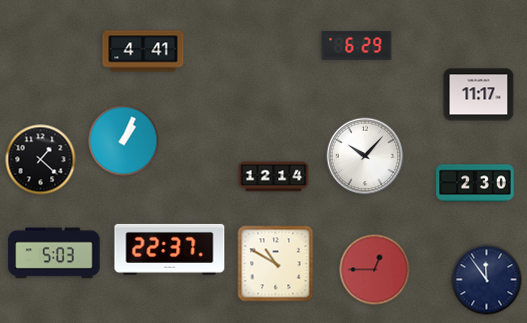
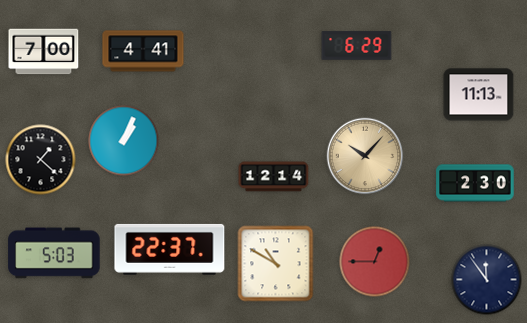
clock at (44, 52): none -> 7:00
clock at (479, 95): 11:17 -> 11:13
clock at (365, 156) dial: white -> champagne
clock at (375, 270) position: (375, 270) -> (375, 262)
